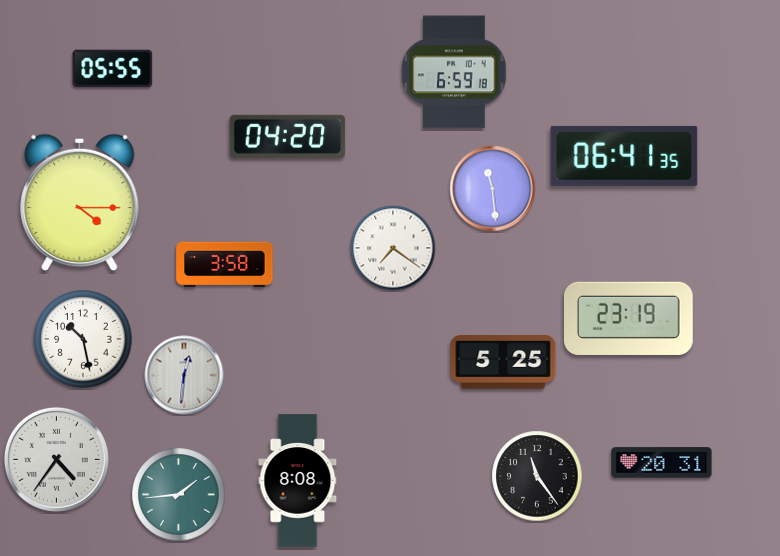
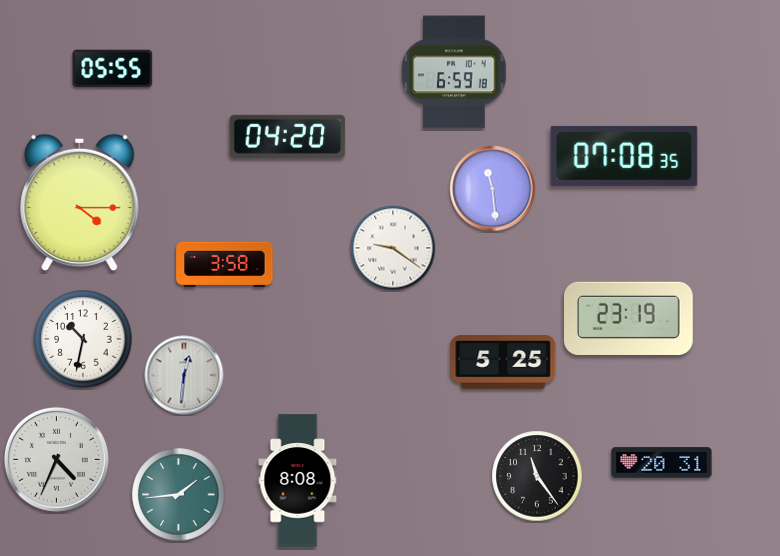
clock at (624, 156): 06:41 -> 07:08
clock at (393, 248): 7:21 -> 9:21
clock at (83, 339): 10:28 -> 10:32
clock at (56, 459): 4:36 -> 4:34
